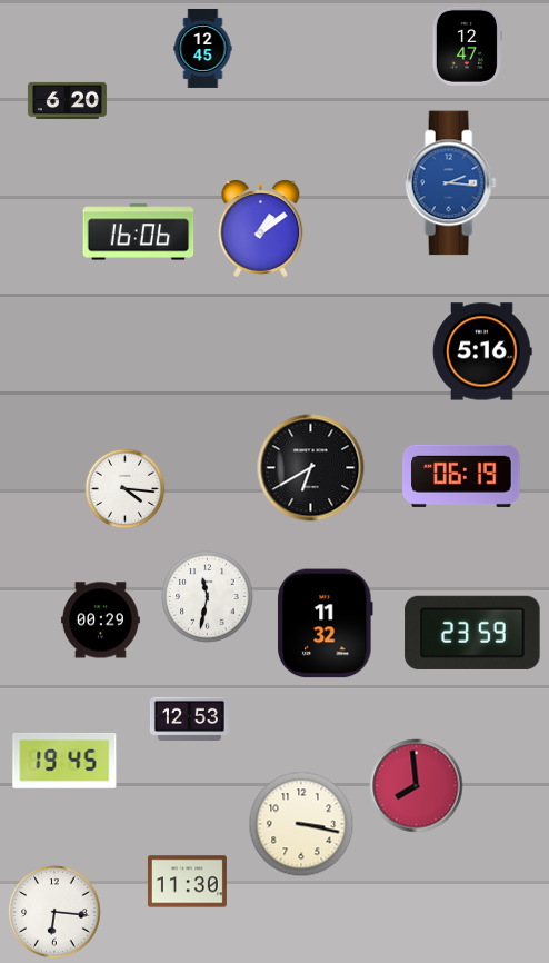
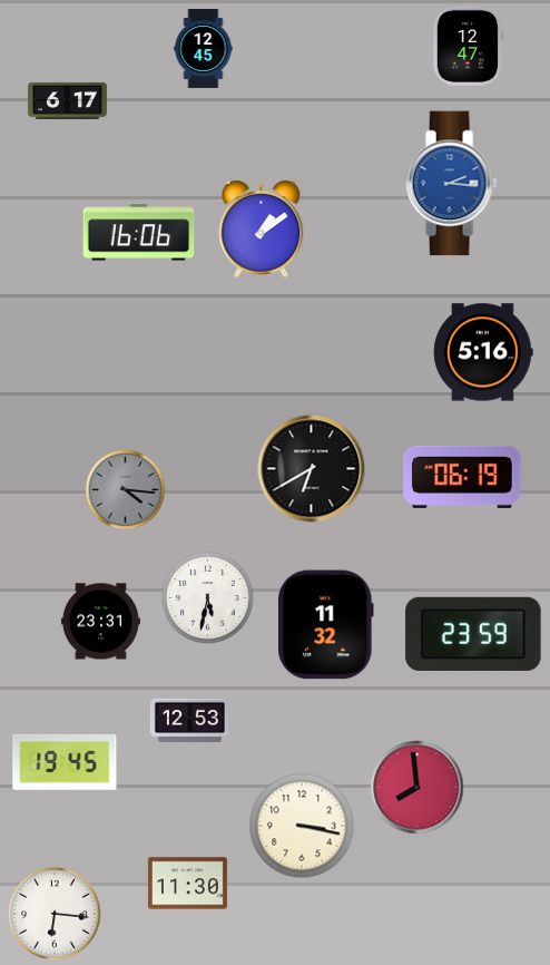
clock at (67, 100): 6:20 -> 6:17
clock at (126, 489) dial: white -> grey
clock at (208, 597): 11:32 -> 5:32
clock at (100, 621): 00:29 -> 23:31
